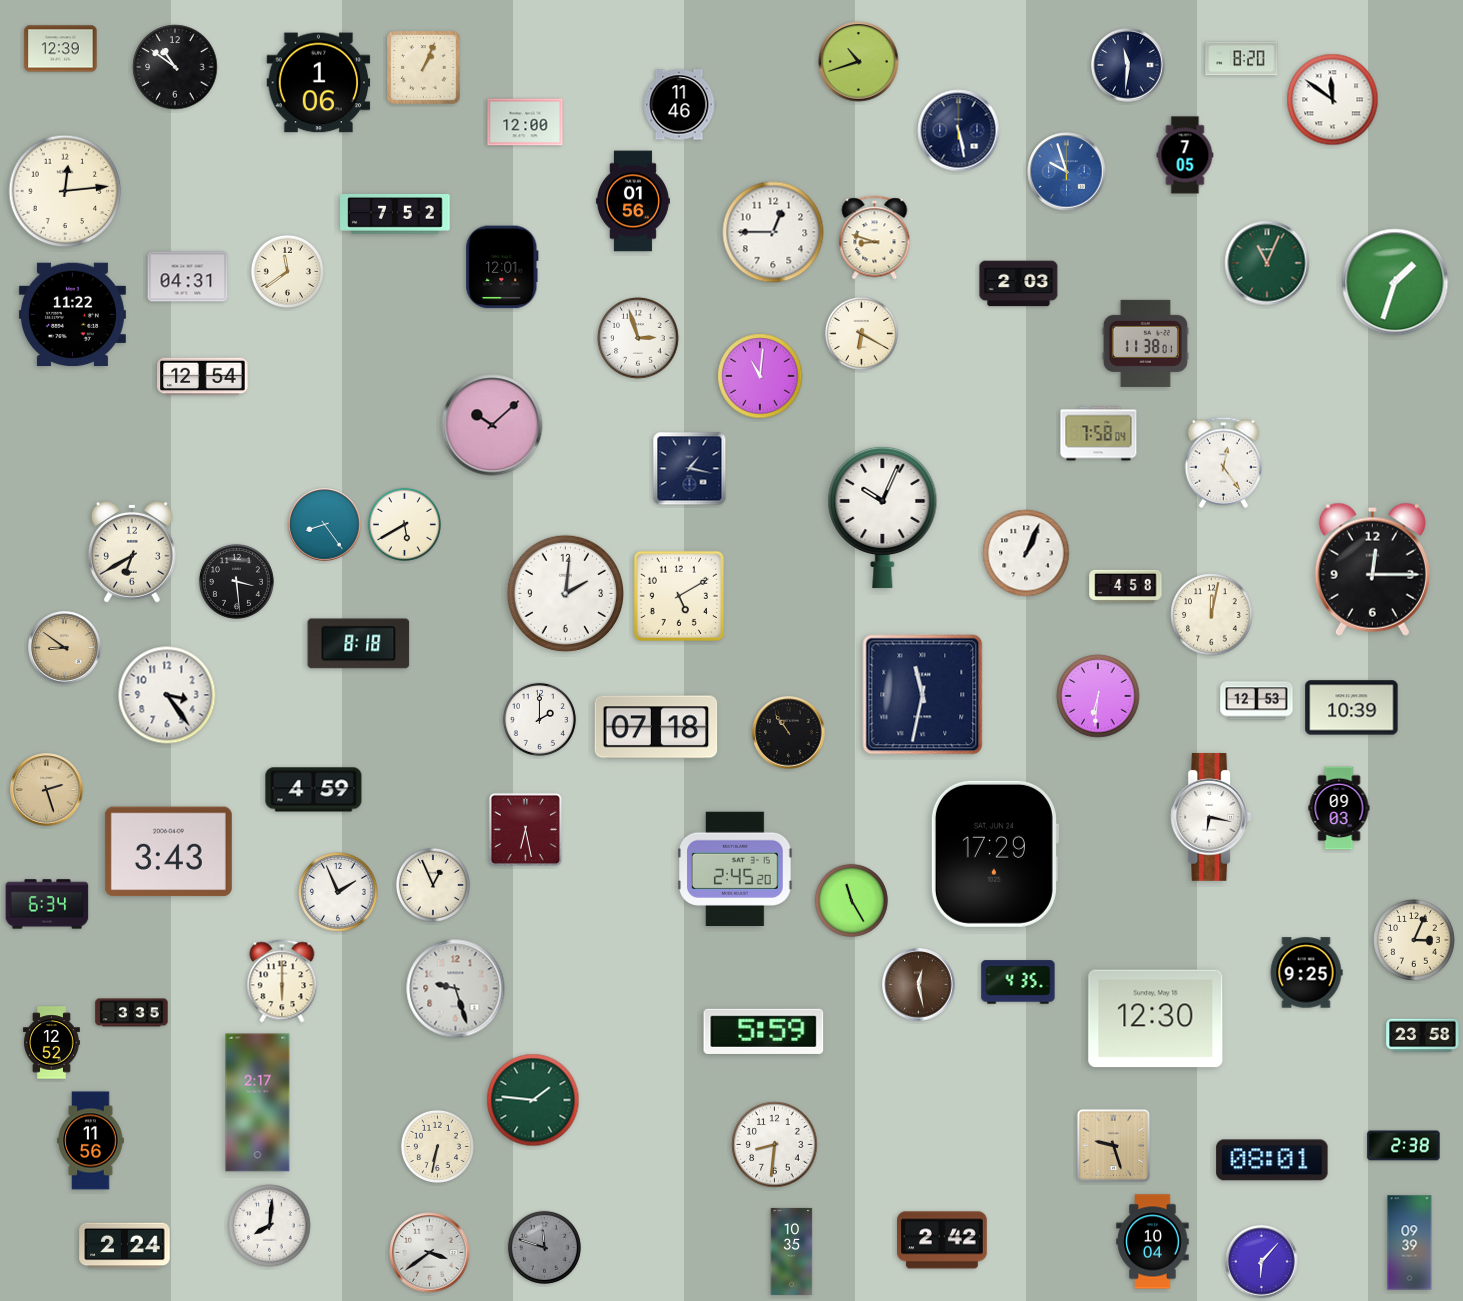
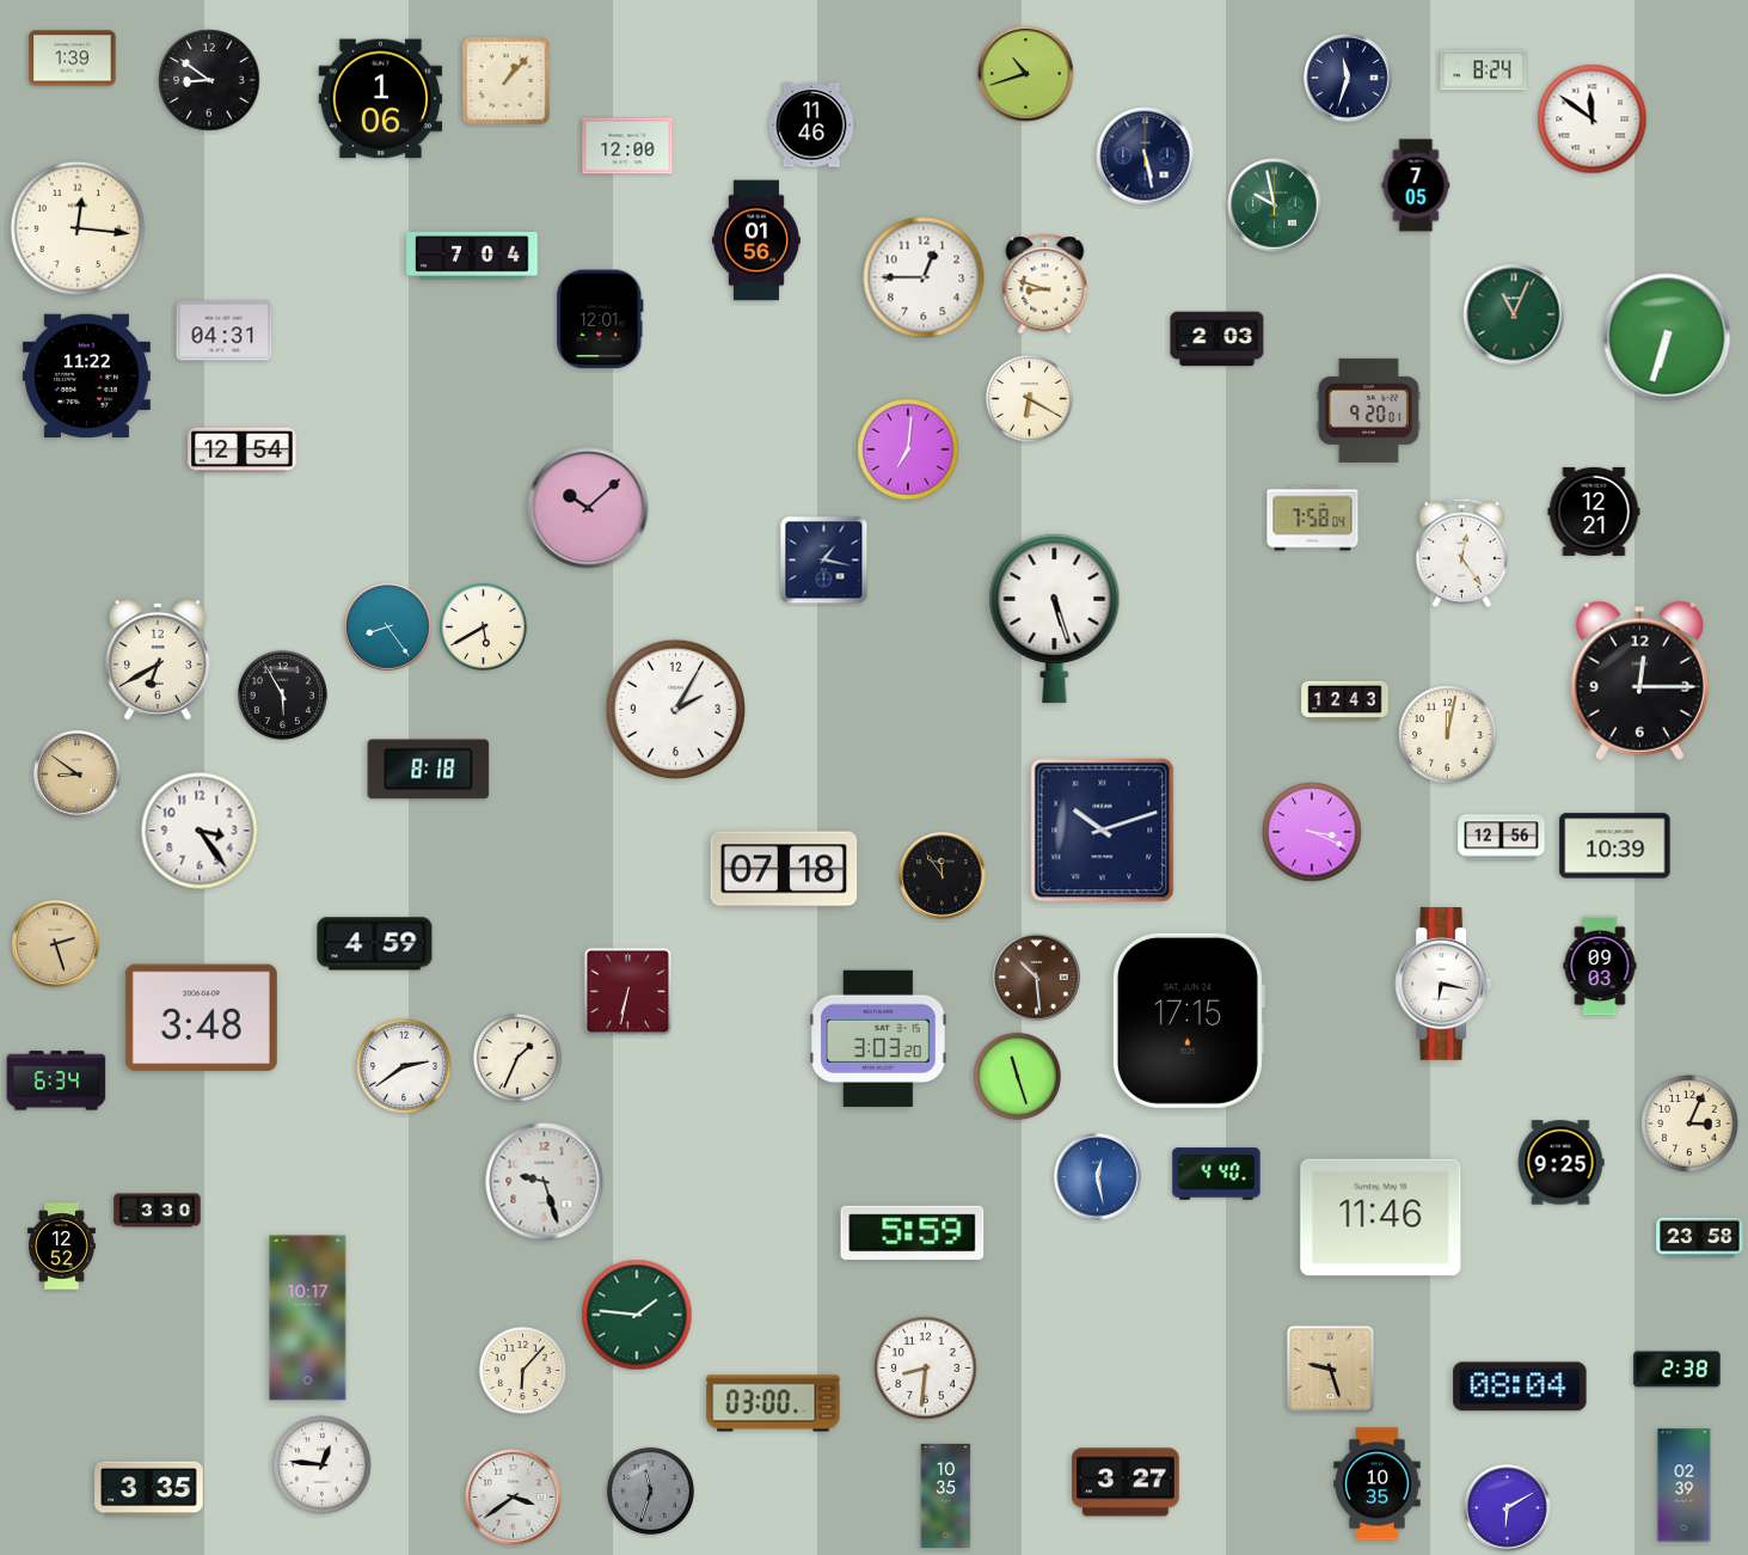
clock at (61, 49): 12:39 -> 1:39
clock at (1242, 59): 8:20 -> 8:24
clock at (1128, 65): 11:31 -> 11:33
clock at (175, 67): 10:51 -> 8:51
clock at (424, 68): 1:04 -> 1:07
clock at (1067, 172): 9:57 -> 9:58
clock at (1067, 172) dial: blue -> green
clock at (65, 191): 12:14 -> 12:16
clock at (395, 215): 7:52 -> 7:04
clock at (287, 271): 11:39 -> none
clock at (1395, 282): 1:33 -> 6:33
clock at (638, 338): 2:57 -> none
clock at (1145, 343): 11:38 -> 9:20
clock at (760, 376): 11:01 -> 7:01
clock at (1594, 512): none -> 12:21
clock at (883, 517): 10:04 -> 5:27
clock at (1026, 553): 1:04 -> none
clock at (236, 581): 3:29 -> 5:55
clock at (1126, 586): 4:58 -> 12:43
clock at (565, 593): 2:01 -> 2:05
clock at (678, 595): 5:10 -> none
clock at (923, 695): 11:32 -> 10:12
clock at (1098, 696): 6:31 -> 3:19
clock at (1257, 701): 12:53 -> 12:56
clock at (539, 719): 2:00 -> none
clock at (789, 733): 10:54 -> 11:54
clock at (1211, 817) position: (1211, 817) -> (1443, 984)
clock at (1037, 978): none -> 10:29
clock at (525, 829): 6:28 -> 6:32
clock at (168, 852): 3:43 -> 3:48
clock at (994, 854): 17:29 -> 17:15
clock at (735, 868): 2:45 -> 3:03
clock at (433, 885): 12:56 -> 1:34
clock at (338, 892): 1:56 -> 2:39
clock at (851, 900): 11:25 -> 11:27
clock at (282, 981): 6:00 -> none
clock at (1018, 982): 4:35 -> 4:40
clock at (919, 985) dial: brown -> blue
clock at (132, 1013): 3:35 -> 3:30
clock at (1156, 1019): 12:30 -> 11:46
clock at (258, 1103): 2:17 -> 10:17
clock at (91, 1141): 11:56 -> none
clock at (437, 1146): 6:32 -> 6:07
clock at (1272, 1160): 08:01 -> 08:04
clock at (773, 1403): none -> 03:00
clock at (270, 1226): 8:01 -> 12:46
clock at (942, 1240): 2:42 -> 3:27
clock at (1153, 1242): 10:04 -> 10:35
clock at (1410, 1243): 09:39 -> 02:39
clock at (125, 1246): 2:24 -> 3:35
clock at (544, 1247): 11:48 -> 11:33
clock at (1262, 1262): 6:07 -> 6:10
